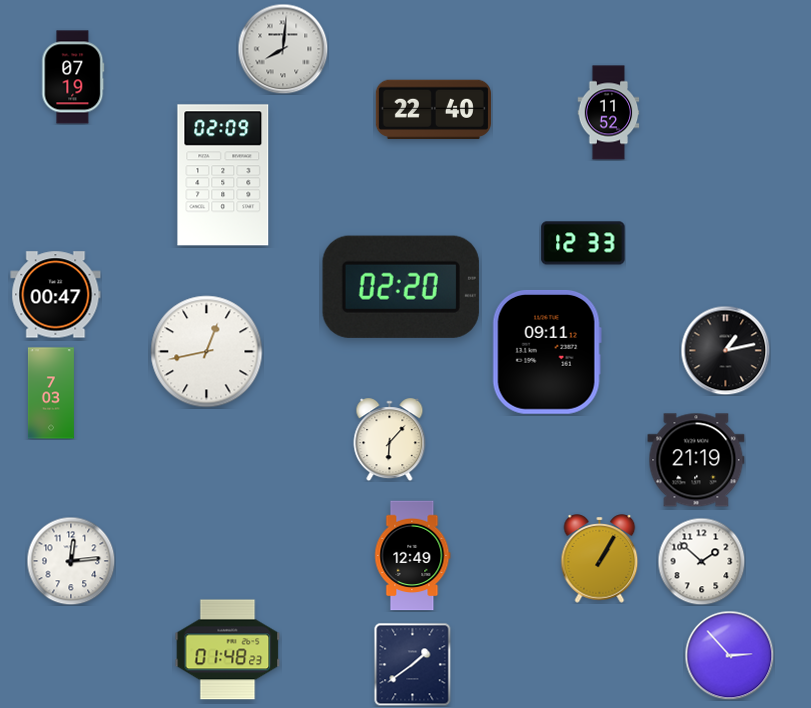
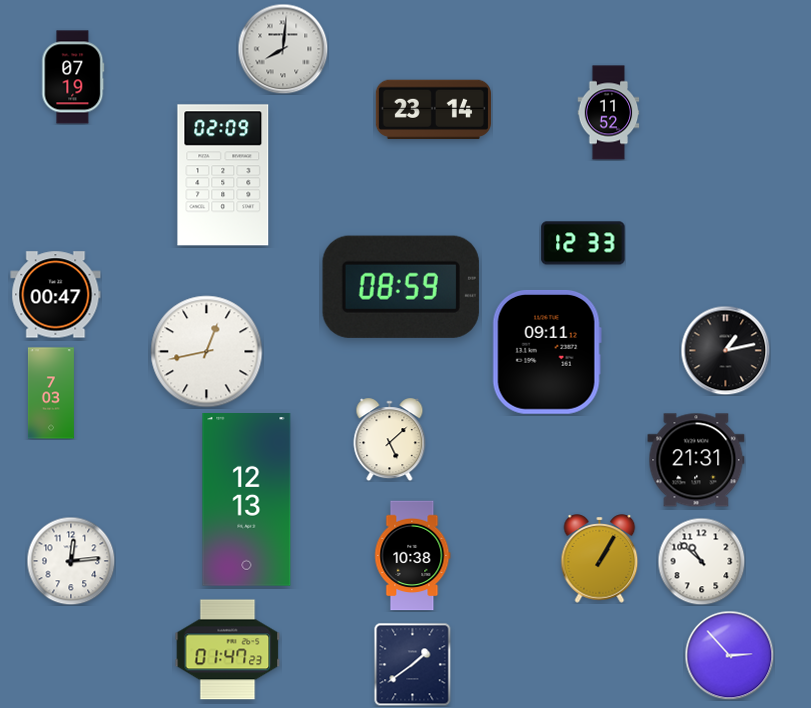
clock at (433, 110): 22:40 -> 23:14
clock at (401, 287): 02:20 -> 08:59
clock at (390, 440): 6:07 -> 5:08
clock at (696, 460): 21:19 -> 21:31
clock at (247, 500): none -> 12:13
clock at (413, 556): 12:49 -> 10:38
clock at (701, 561): 1:52 -> 10:52
clock at (228, 650): 01:48 -> 01:47
